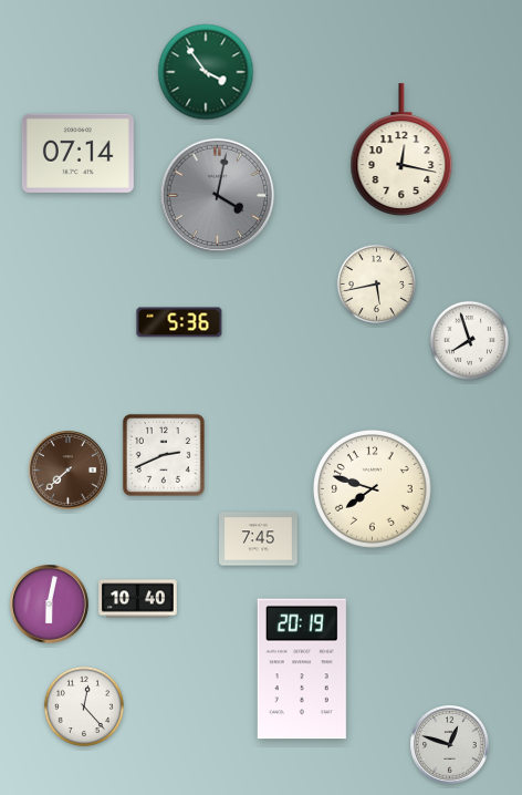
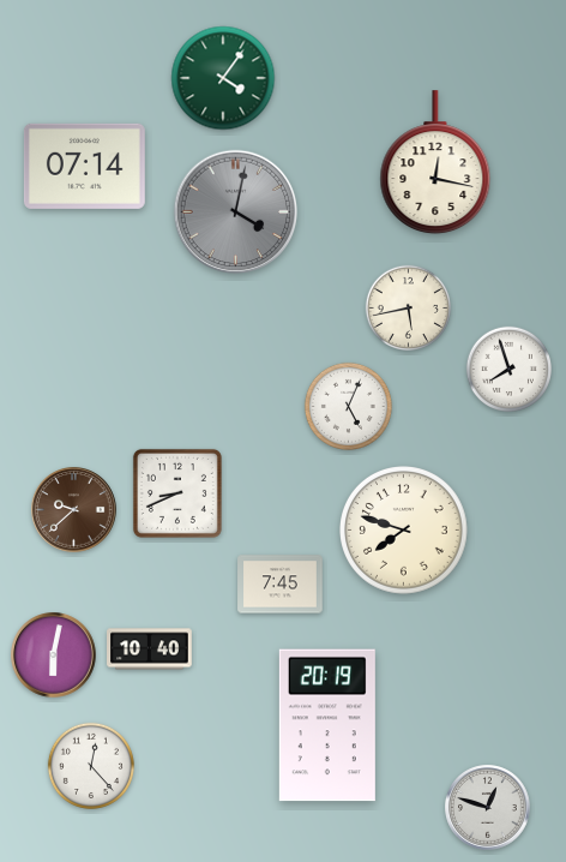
clock at (206, 72): 3:54 -> 4:06
clock at (179, 322): 5:36 -> none
clock at (348, 406): none -> 5:04
clock at (164, 455): 2:41 -> 8:41
clock at (69, 471): 7:38 -> 9:38
